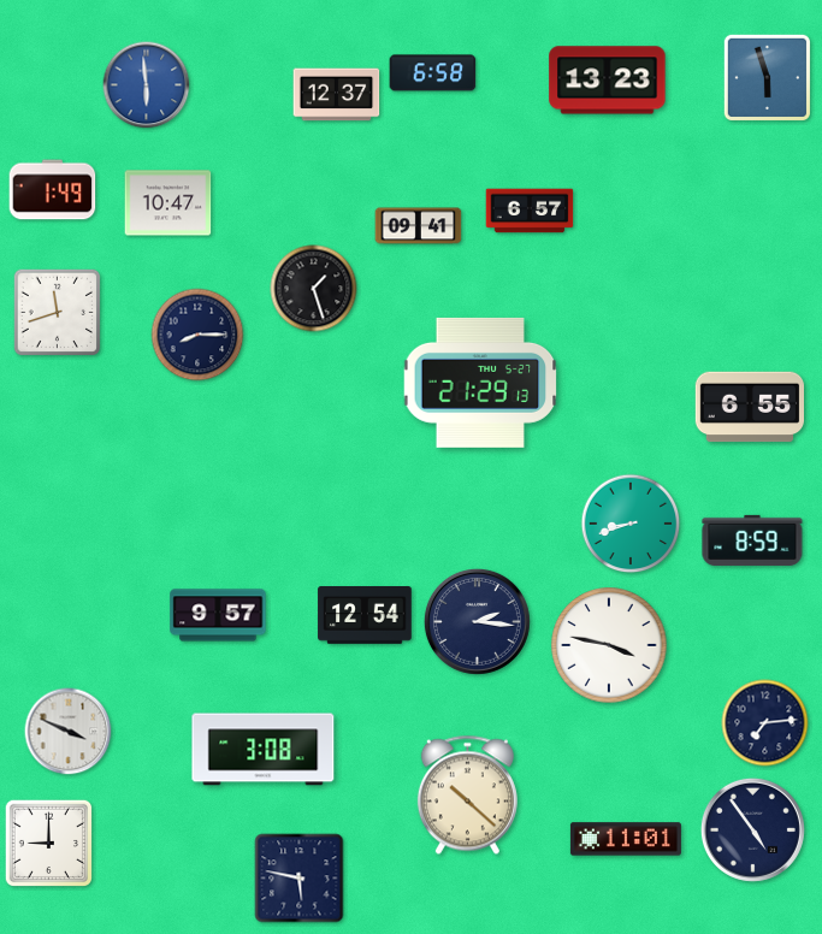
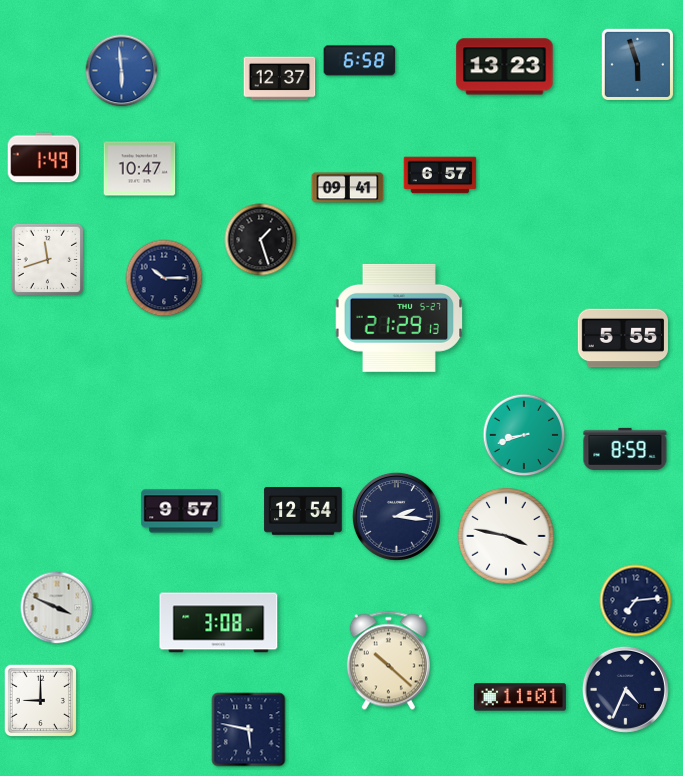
clock at (197, 335): 8:15 -> 10:15
clock at (749, 407): 6:55 -> 5:55
clock at (752, 829): 4:54 -> 4:34
